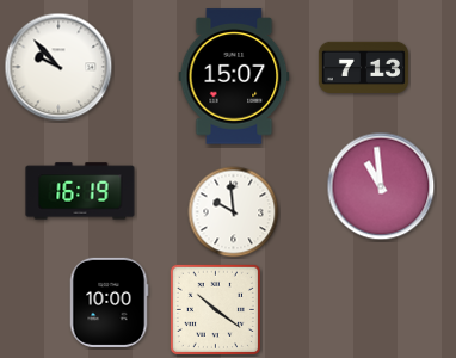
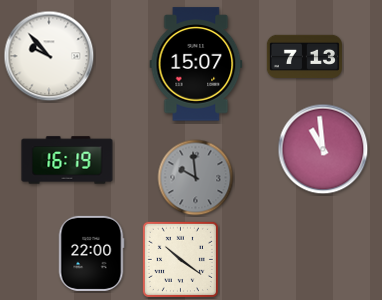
clock at (381, 186) position: (381, 186) -> (323, 149)
clock at (234, 212) dial: white -> grey
clock at (109, 302): 10:00 -> 22:00
